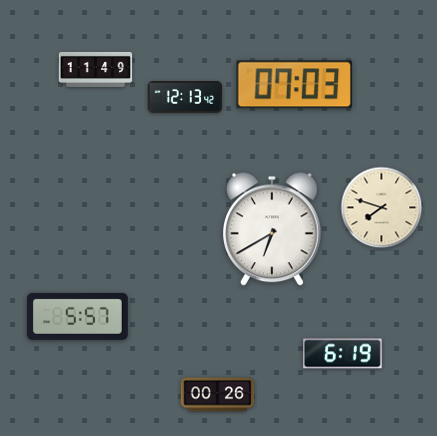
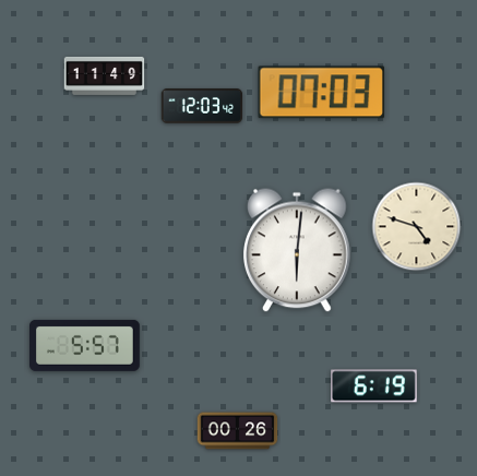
clock at (185, 97): 12:13 -> 12:03
clock at (382, 208): 7:48 -> 4:48
clock at (273, 229): 6:40 -> 6:01
